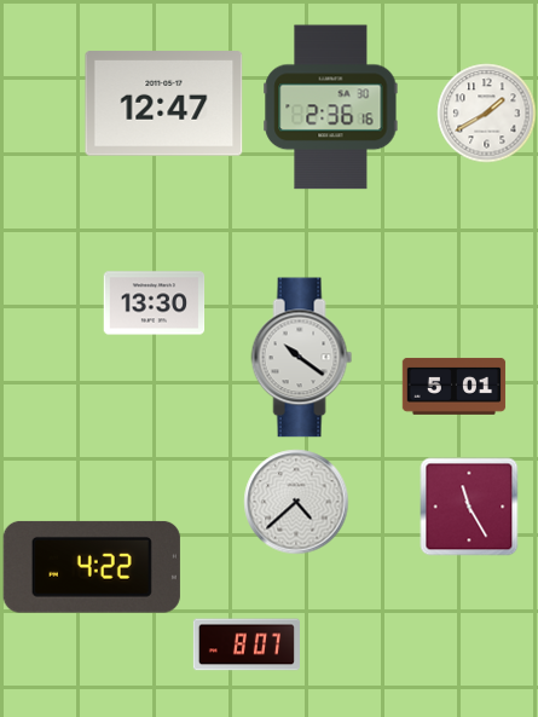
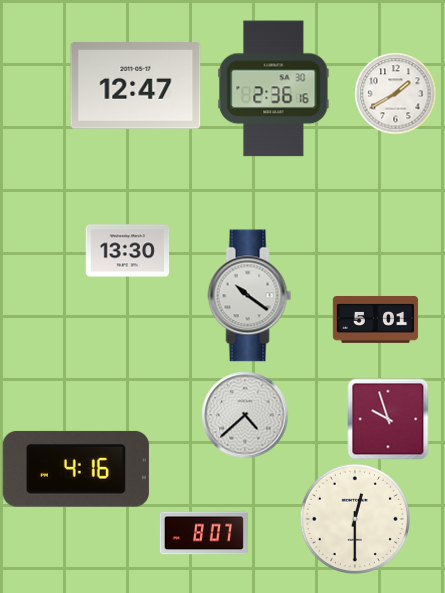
clock at (486, 112) position: (486, 112) -> (395, 93)
clock at (469, 507): 11:25 -> 9:57
clock at (92, 567): 4:22 -> 4:16
clock at (354, 518): none -> 12:30
